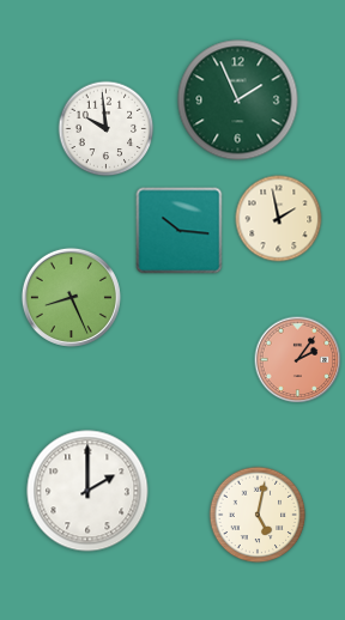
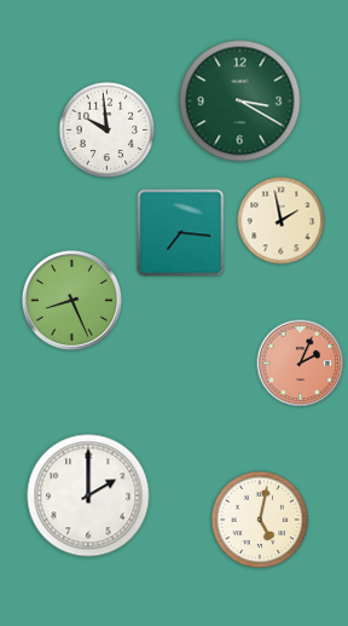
clock at (238, 101): 1:56 -> 3:20
clock at (180, 231): 10:16 -> 7:16
clock at (298, 360): 2:06 -> 2:04
